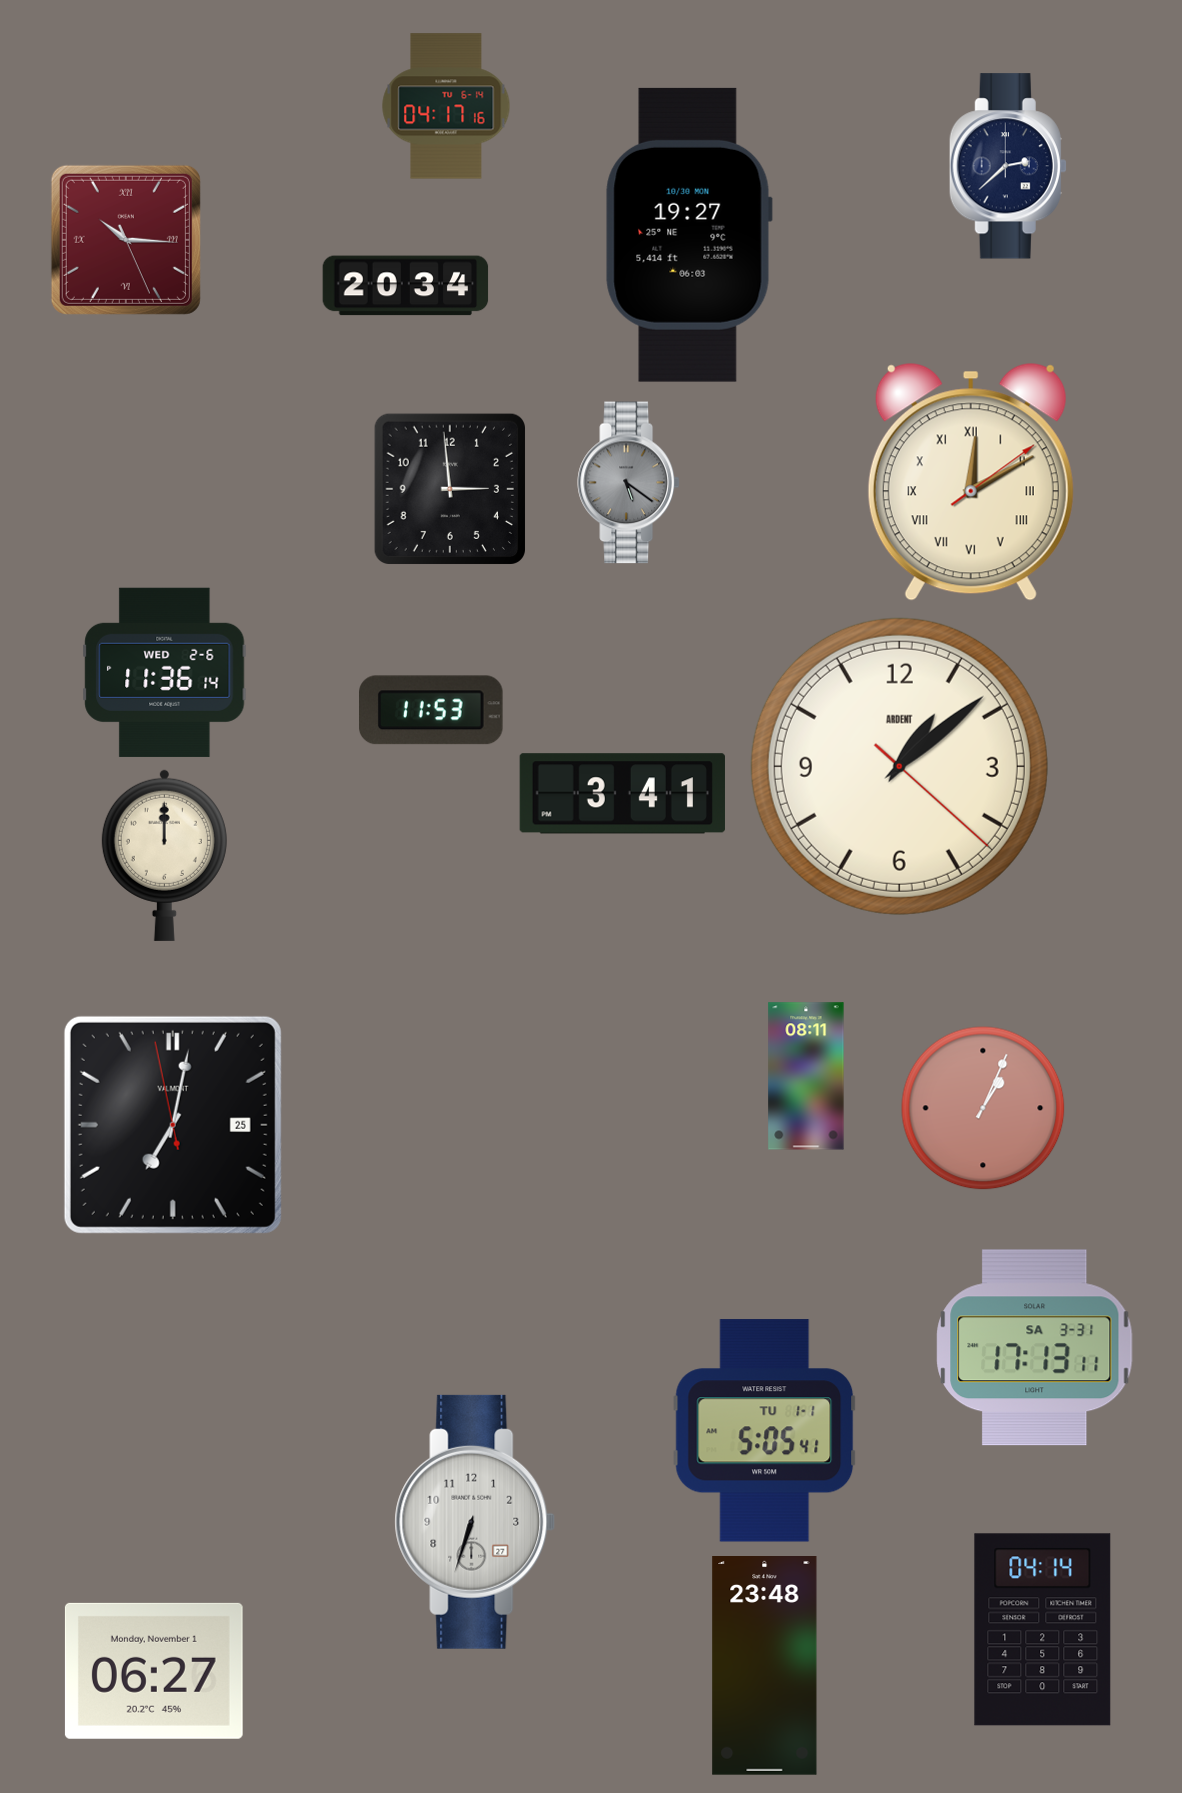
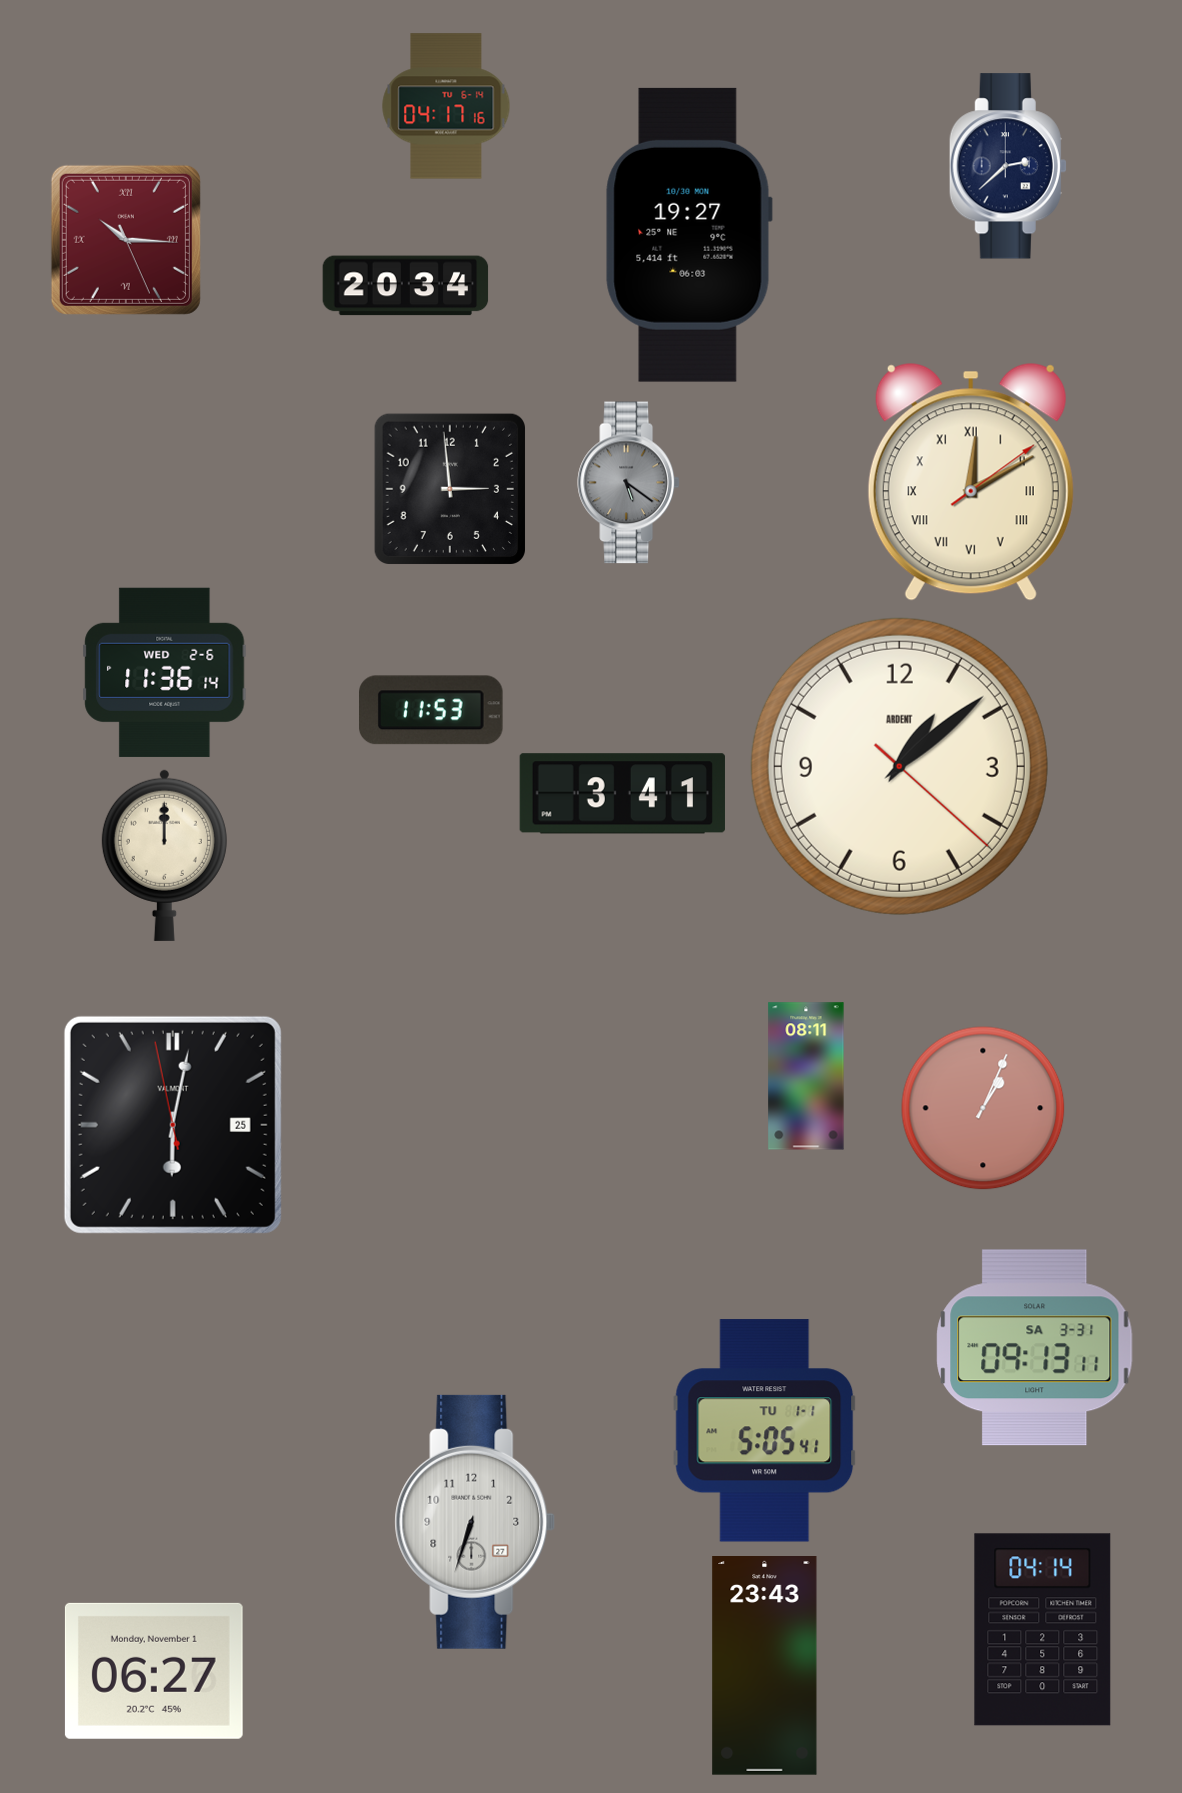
clock at (173, 1125): 7:01 -> 6:01
clock at (1035, 1348): 17:13 -> 09:13
clock at (765, 1666): 23:48 -> 23:43
